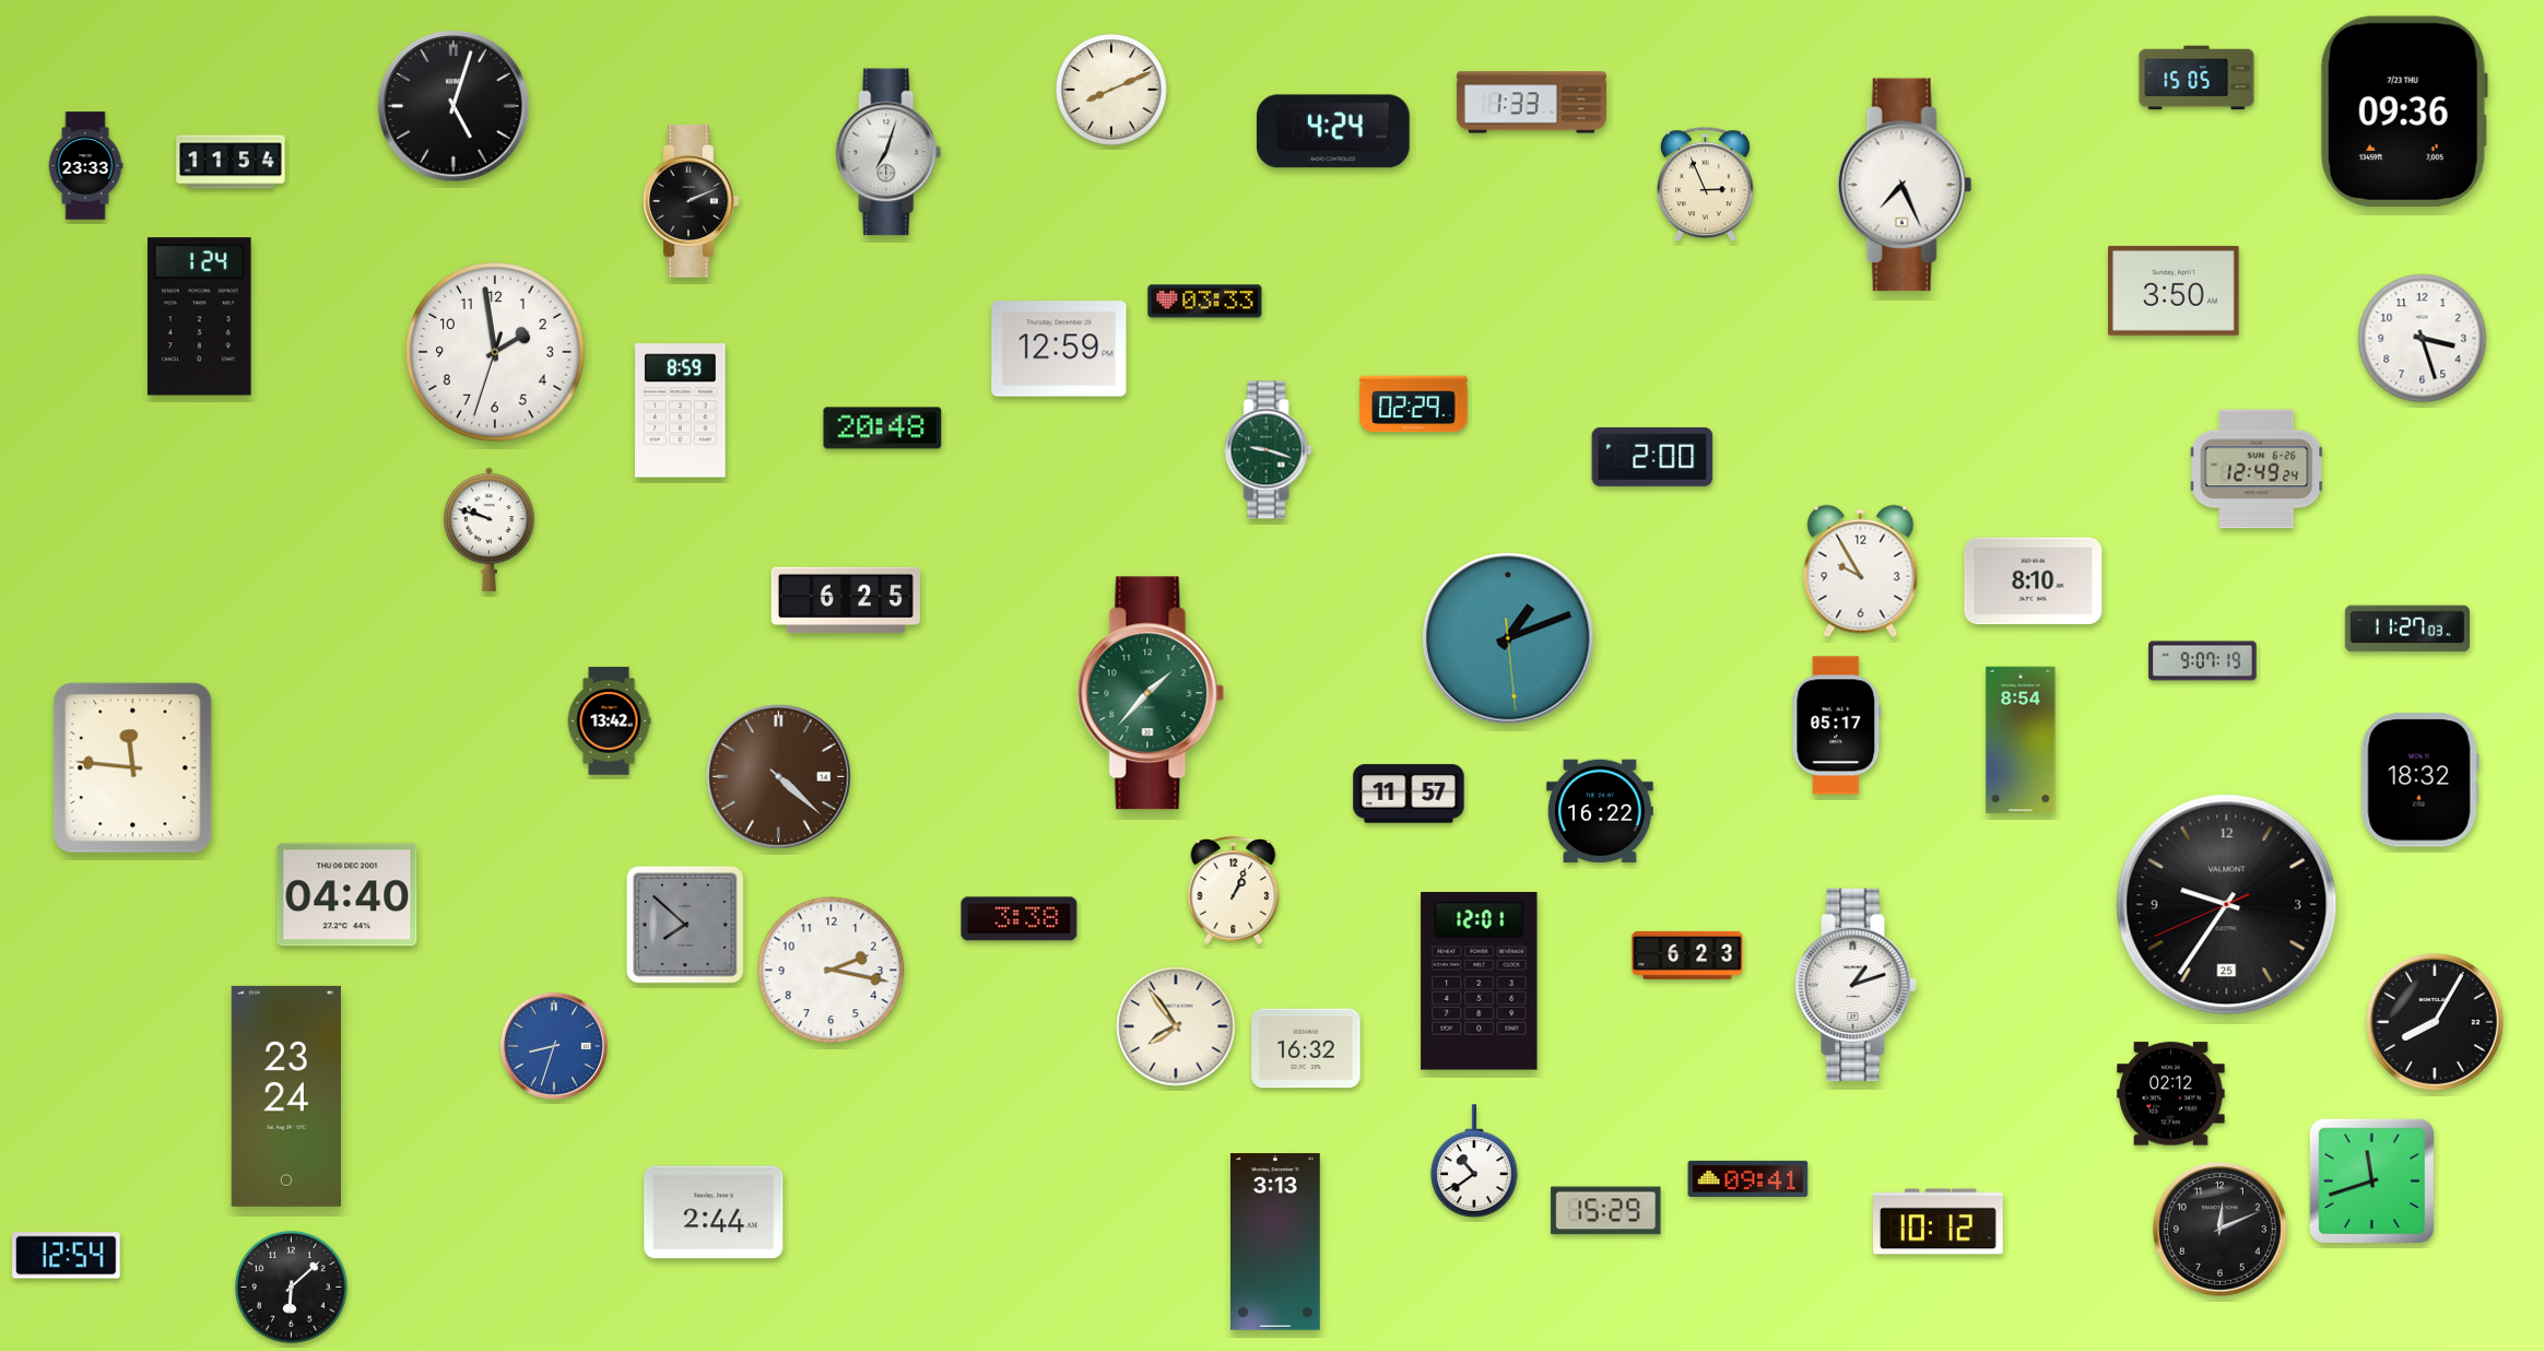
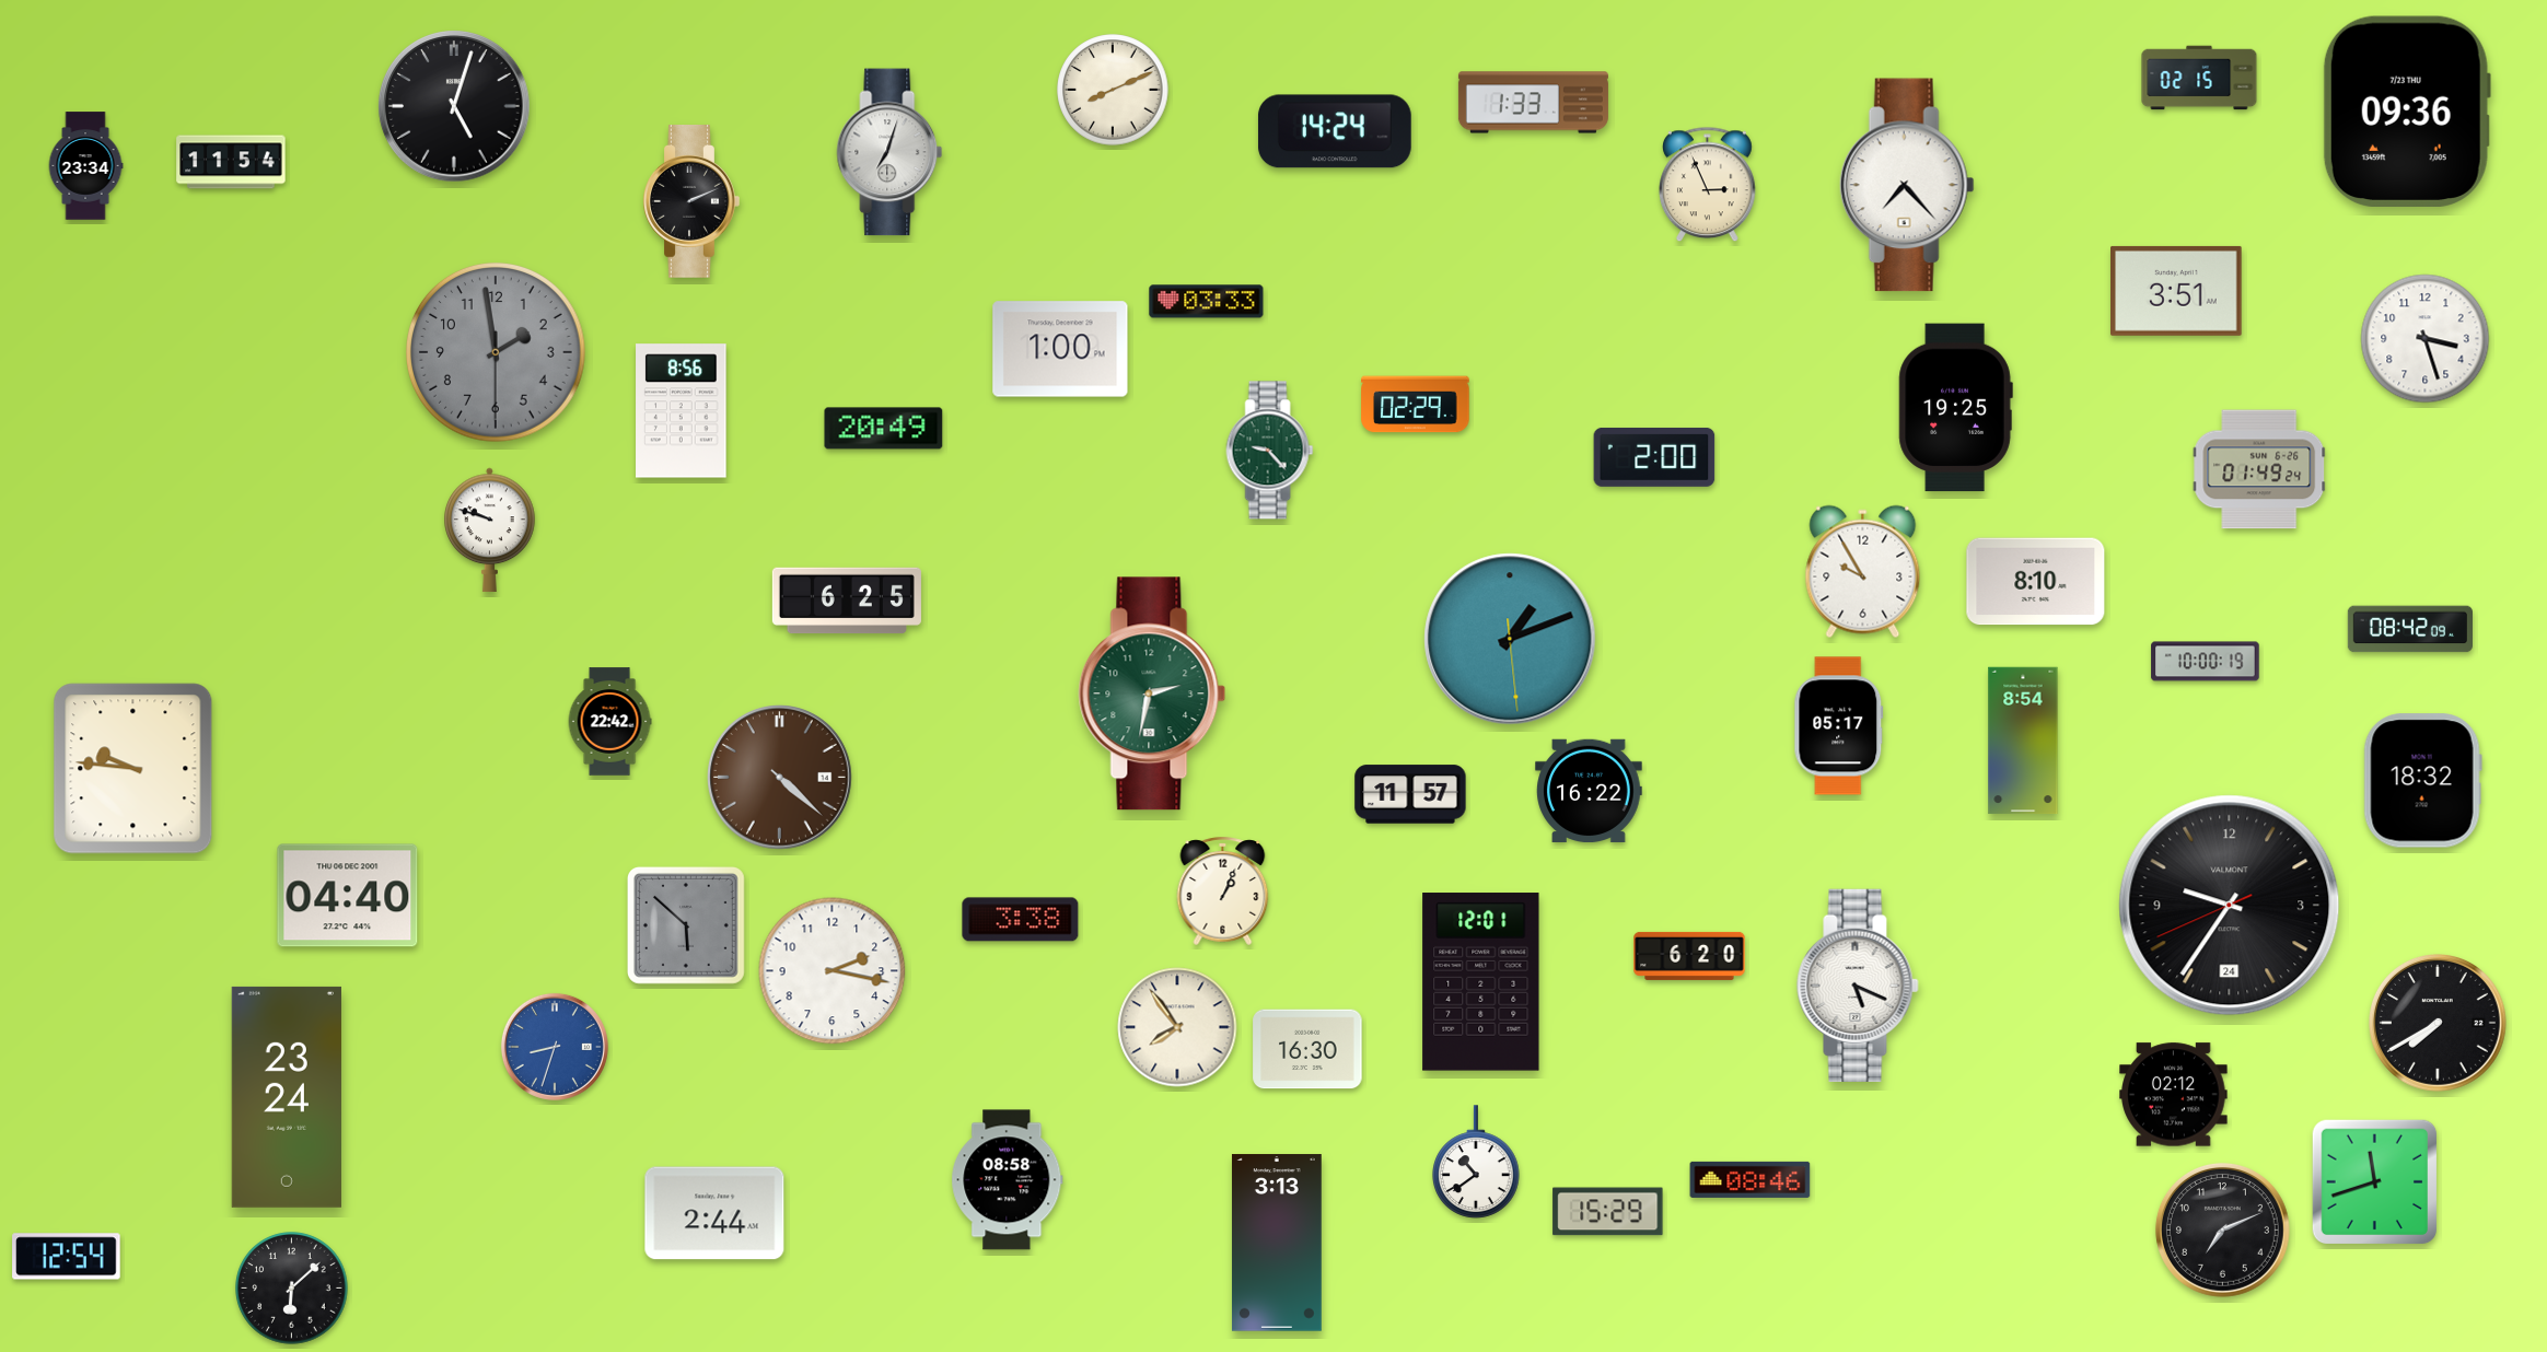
clock at (2196, 78): 15:05 -> 02:15
clock at (1333, 131): 4:24 -> 14:24
clock at (85, 166): 23:33 -> 23:34
clock at (1905, 185): 7:26 -> 7:23
clock at (2174, 291): 3:50 -> 3:51
clock at (200, 317): 1:24 -> none
clock at (1059, 349): 12:59 -> 1:00
clock at (496, 353): 1:58:33 -> 1:58:30
clock at (496, 353) dial: white -> grey
clock at (1955, 408): none -> 19:25
clock at (681, 411): 8:59 -> 8:56
clock at (883, 428): 20:48 -> 20:49
clock at (1269, 450): 9:18 -> 9:23
clock at (2257, 469): 12:49 -> 01:49
clock at (2406, 628): 11:27 -> 08:42
clock at (2203, 661): 9:07 -> 10:00
clock at (1151, 693): 1:37 -> 2:32
clock at (609, 721): 13:42 -> 22:42
clock at (133, 768): 11:46 -> 9:46
clock at (1600, 811) position: (1600, 811) -> (1589, 791)
clock at (1234, 890) position: (1234, 890) -> (1223, 890)
clock at (2227, 905) date: 25 -> 24
clock at (685, 925): 7:52 -> 5:52
clock at (1687, 955): 6:23 -> 6:20
clock at (1856, 985): 1:12 -> 5:19
clock at (2436, 1023): 8:05 -> 7:40
clock at (1306, 1048): 16:32 -> 16:30
clock at (1748, 1178): 09:41 -> 08:46
clock at (1008, 1180): none -> 08:58
clock at (1939, 1222): 10:12 -> none
clock at (2219, 1229): 12:11 -> 7:11
